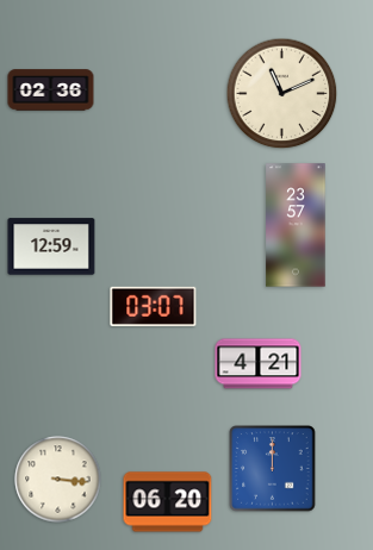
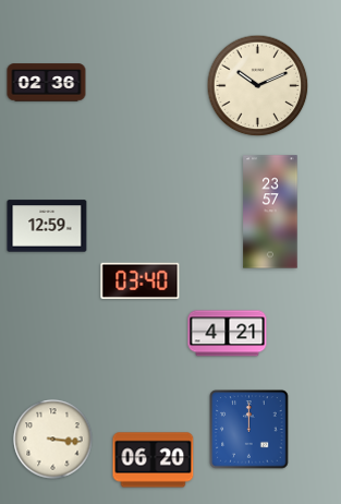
clock at (282, 94): 11:11 -> 10:11
clock at (296, 225) position: (296, 225) -> (270, 212)
clock at (154, 306): 03:07 -> 03:40
clock at (259, 364) position: (259, 364) -> (228, 334)
